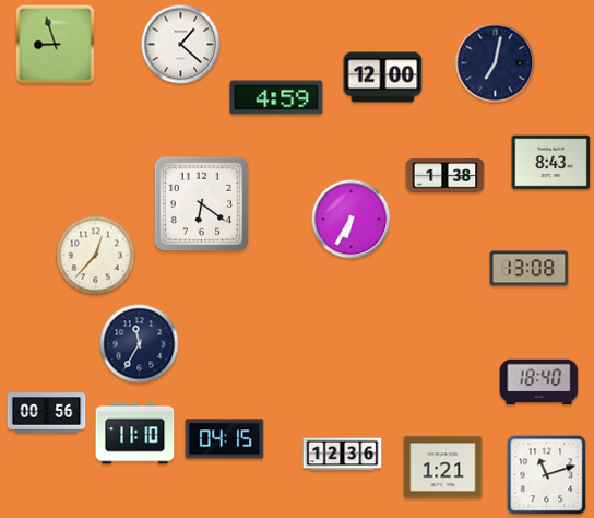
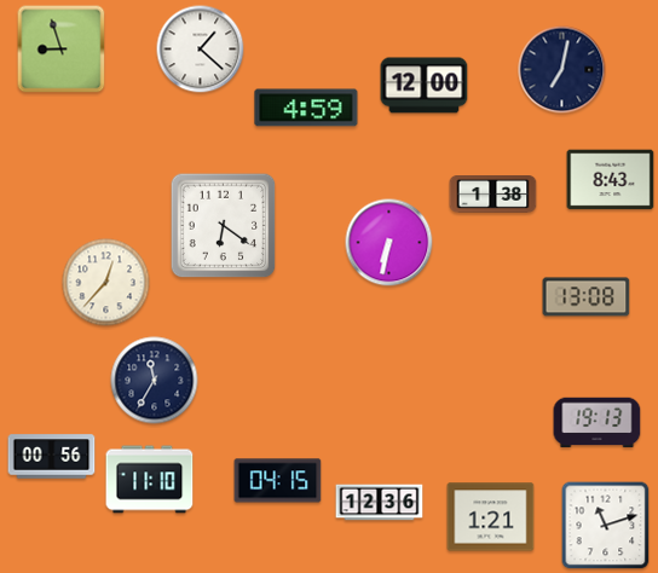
clock at (496, 63) position: (496, 63) -> (562, 70)
clock at (352, 220): 6:35 -> 6:32
clock at (539, 382): 18:40 -> 19:13
clock at (225, 439) position: (225, 439) -> (278, 481)
